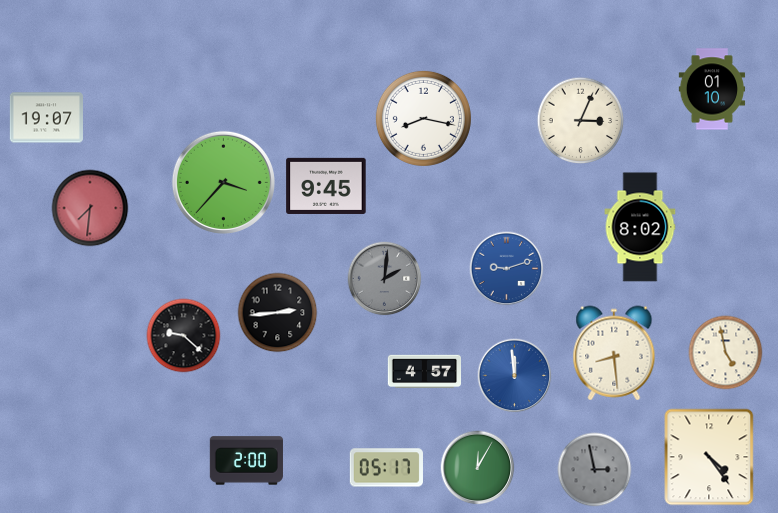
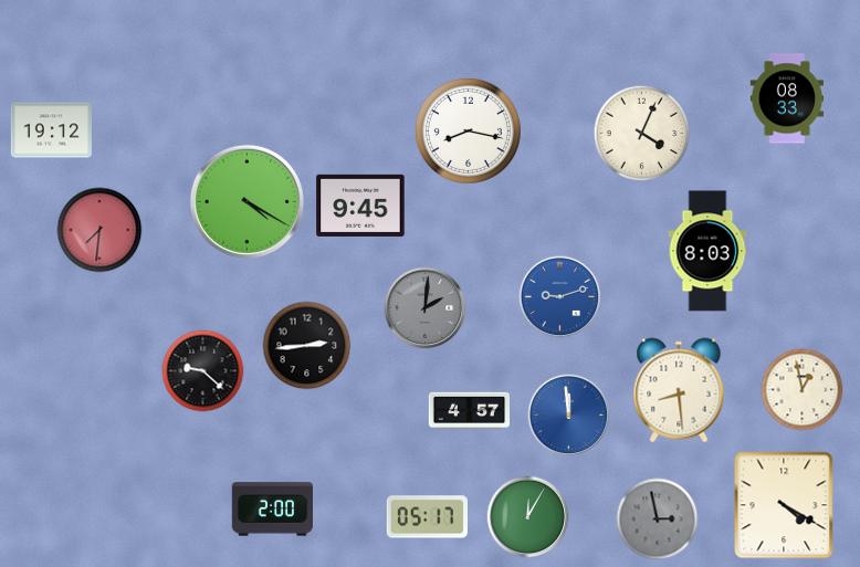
clock at (712, 89): 01:10 -> 08:33
clock at (46, 118): 19:07 -> 19:12
clock at (581, 121): 3:04 -> 4:04
clock at (223, 182): 3:37 -> 4:20
clock at (640, 227): 8:02 -> 8:03
clock at (726, 353): 4:58 -> 12:58
clock at (709, 457): 4:24 -> 4:20
